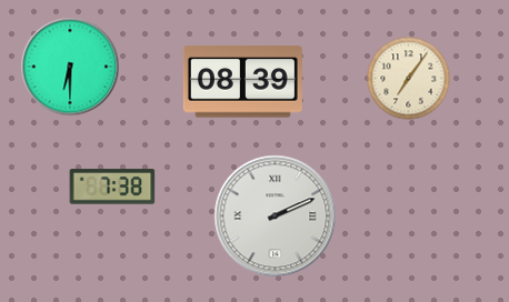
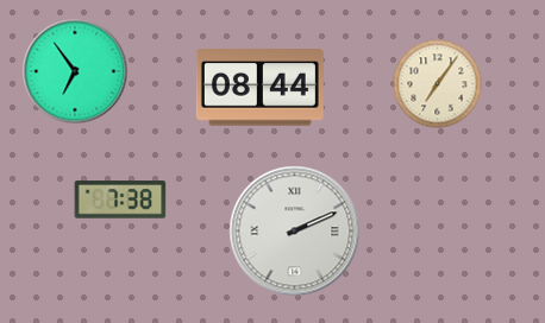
clock at (70, 67): 6:30 -> 6:54
clock at (242, 82): 08:39 -> 08:44
